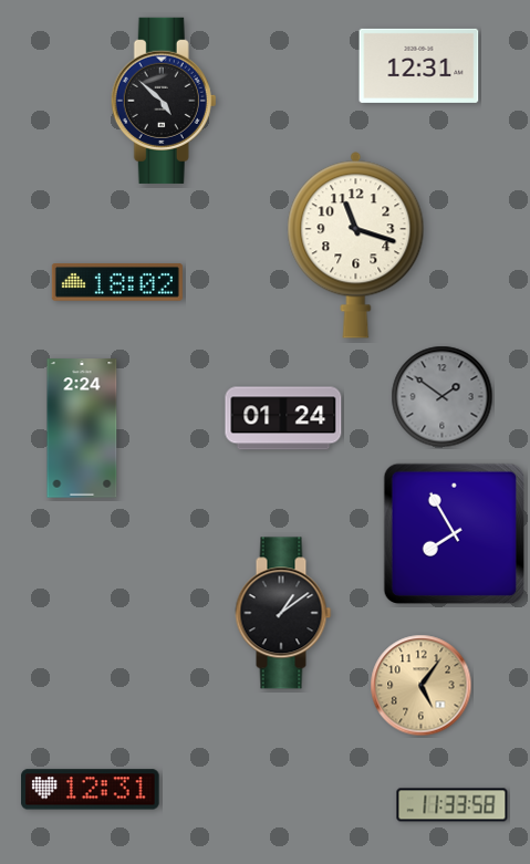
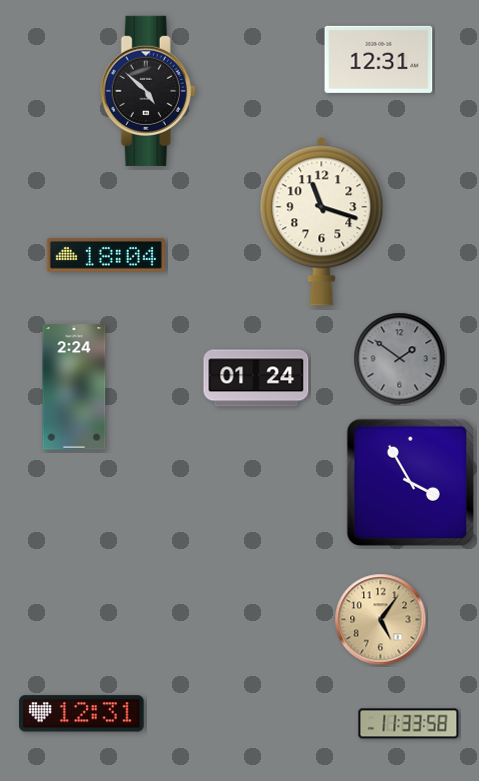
clock at (117, 283): 18:02 -> 18:04
clock at (454, 533): 7:55 -> 3:55
clock at (283, 613): 1:09 -> none
clock at (453, 805) position: (453, 805) -> (409, 724)
